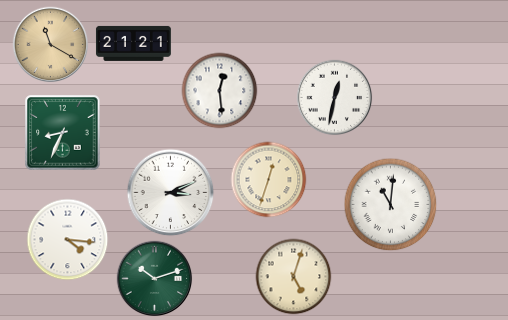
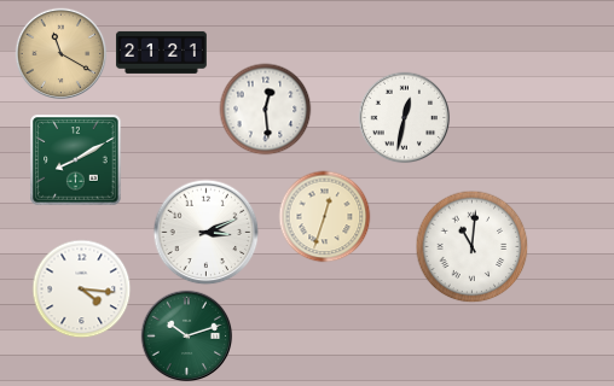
clock at (63, 133): 8:34 -> 8:10
clock at (294, 277): 5:03 -> none
